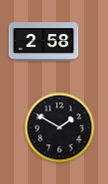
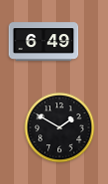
clock at (44, 42): 2:58 -> 6:49
